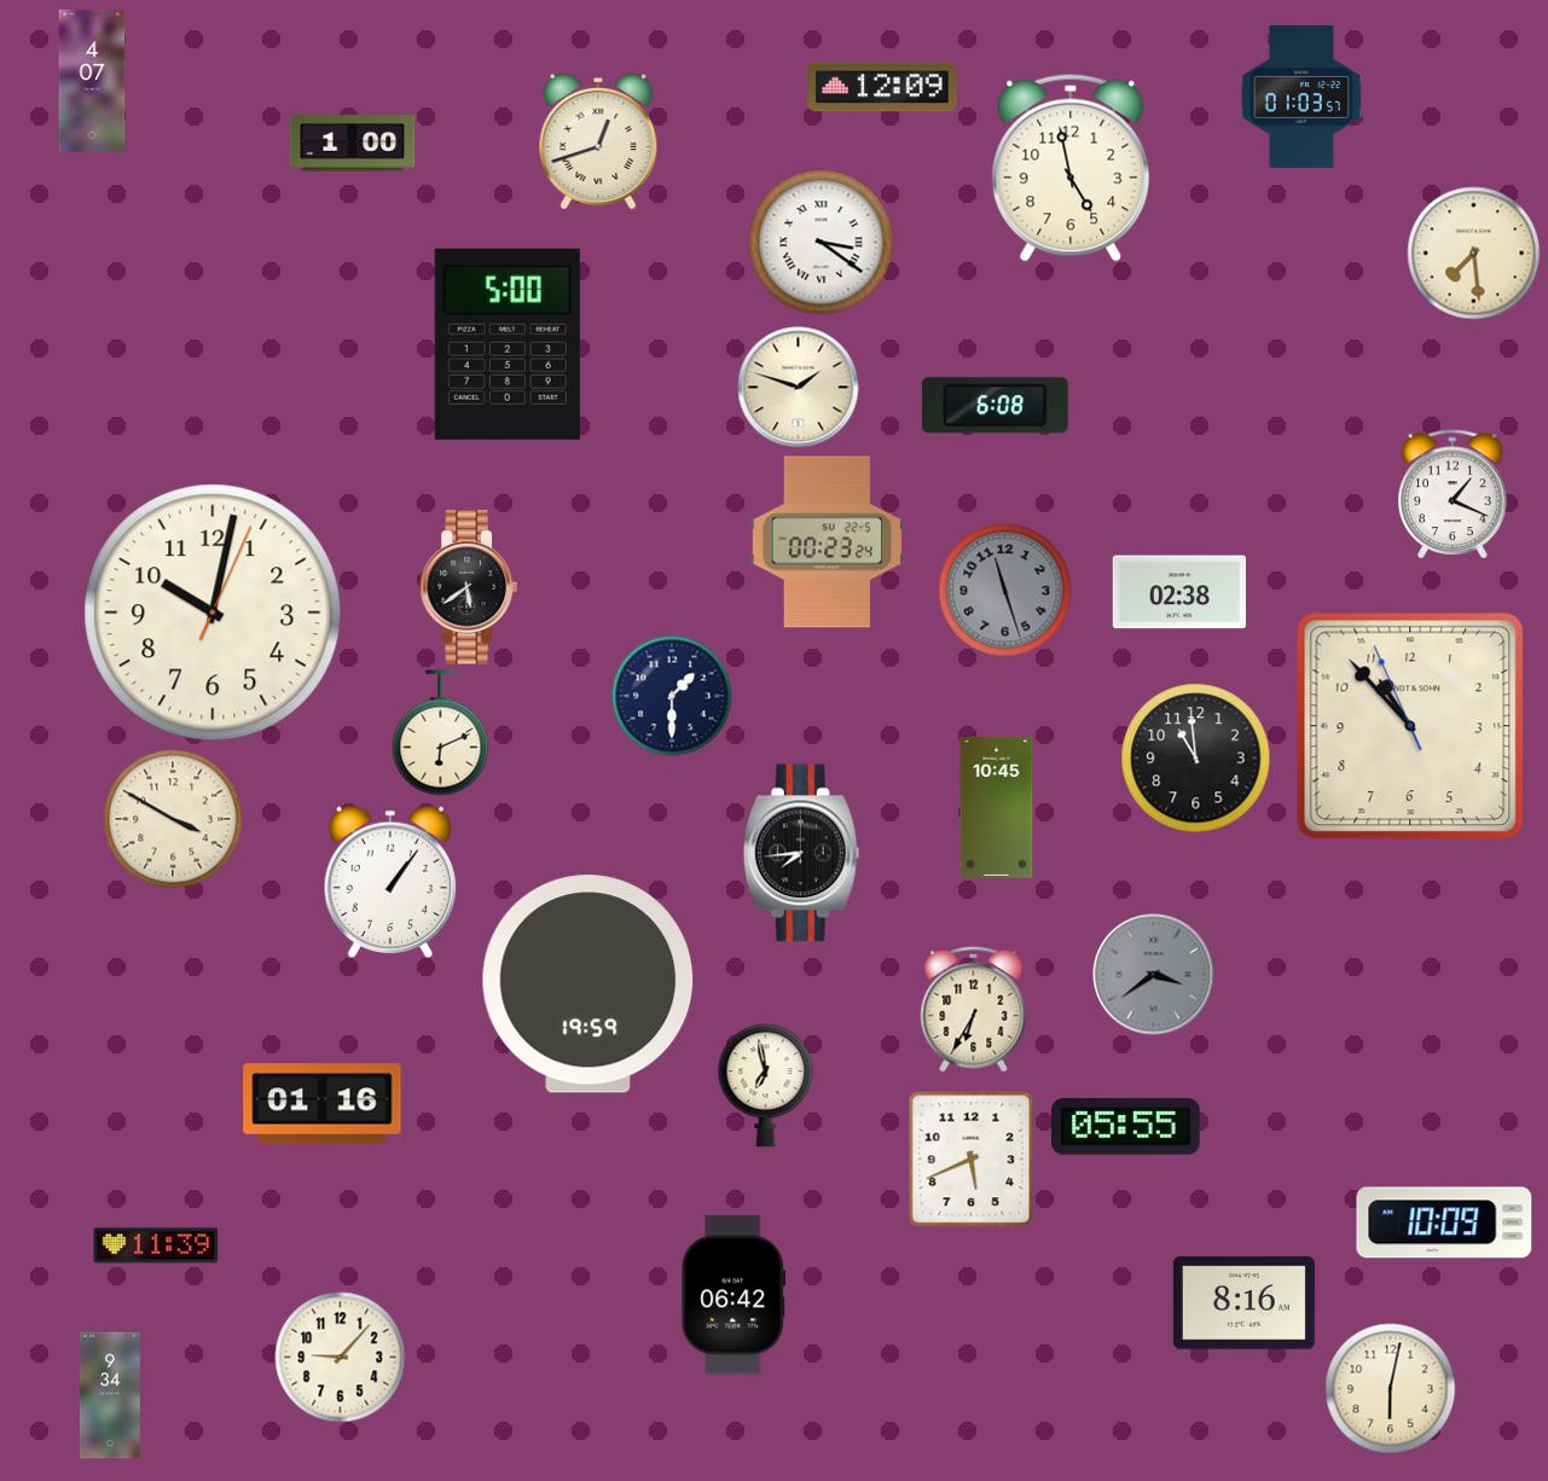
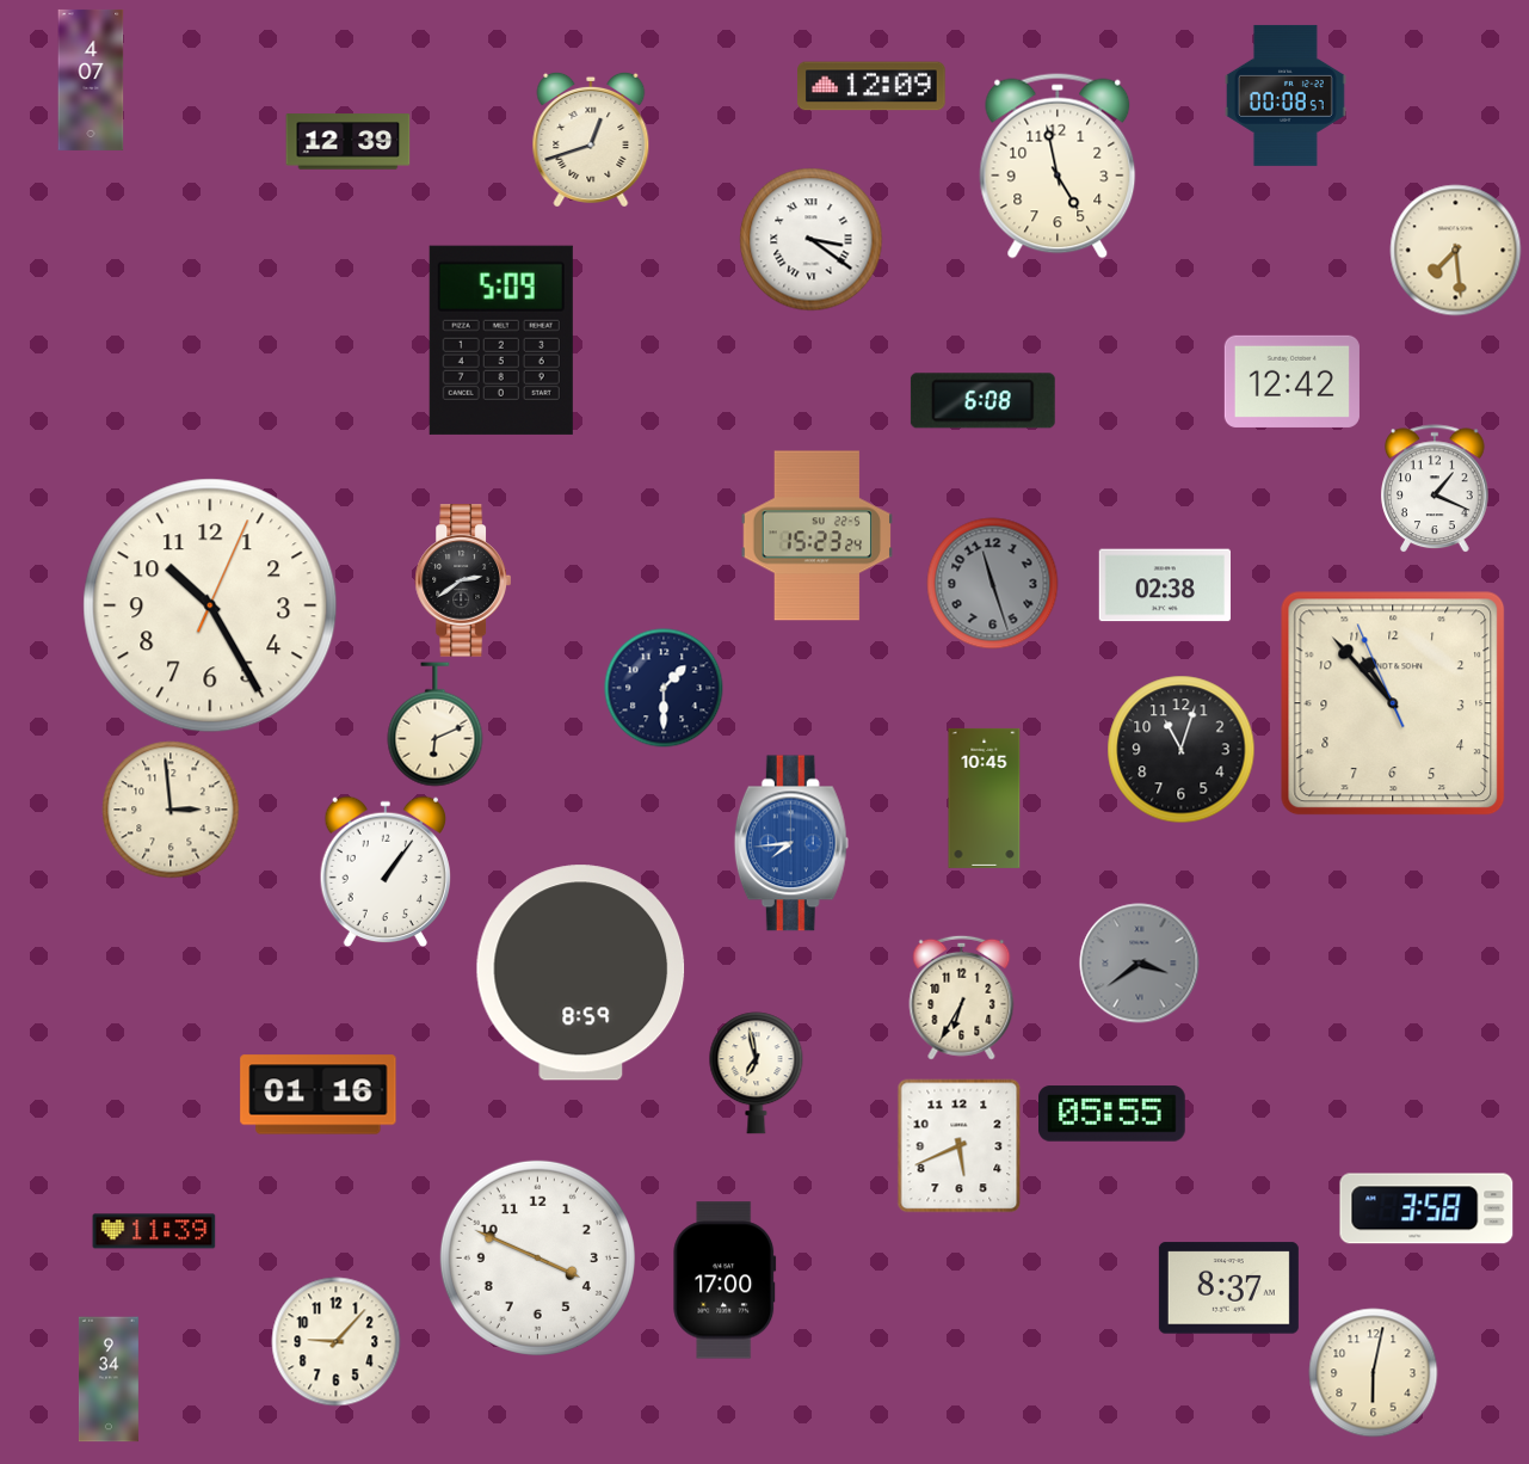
clock at (1301, 97): 01:03 -> 00:08
clock at (353, 144): 1:00 -> 12:39
clock at (508, 344): 5:00 -> 5:09
clock at (1291, 381): none -> 12:42
clock at (799, 388): 1:48 -> none
clock at (828, 542): 00:23 -> 15:23
clock at (469, 587): 5:39 -> 2:39
clock at (213, 612): 10:02 -> 10:25
clock at (1410, 726) position: (1410, 726) -> (1393, 703)
clock at (1196, 759): 10:59 -> 11:03
clock at (173, 819): 3:50 -> 2:59
clock at (801, 853) dial: black -> blue
clock at (589, 985): 19:59 -> 8:59
clock at (323, 1104) position: (323, 1104) -> (319, 1095)
clock at (1444, 1222): 10:09 -> 3:58
clock at (537, 1257): none -> 3:49
clock at (734, 1295): 06:42 -> 17:00
clock at (1243, 1303): 8:16 -> 8:37
